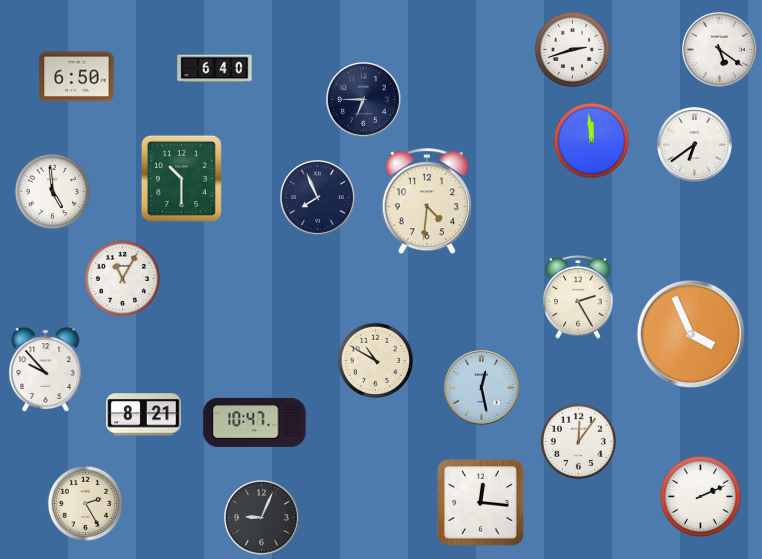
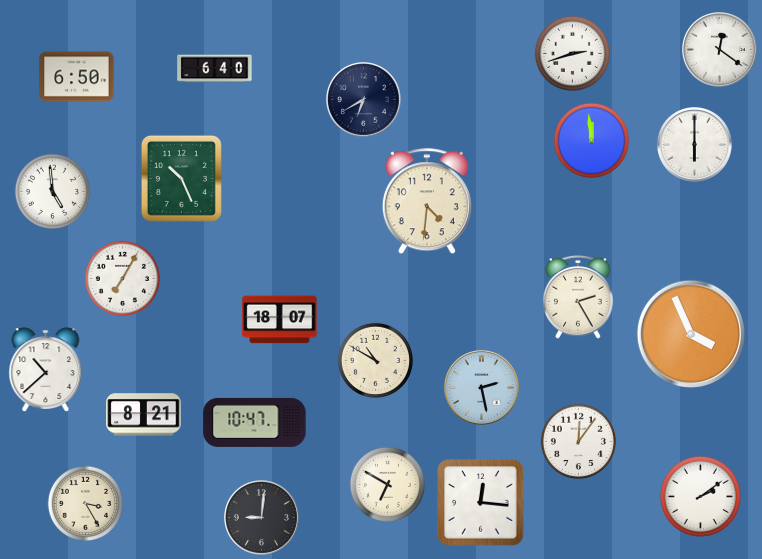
clock at (572, 49) position: (572, 49) -> (572, 53)
clock at (720, 50): 5:21 -> 12:21
clock at (364, 100): 6:45 -> 6:40
clock at (695, 145): 6:39 -> 6:00
clock at (181, 178): 10:30 -> 10:26
clock at (318, 198): 7:56 -> none
clock at (122, 278): 11:05 -> 7:05
clock at (280, 320): none -> 18:07
clock at (46, 370): 9:53 -> 10:38
clock at (482, 388): 12:28 -> 2:28
clock at (387, 484): none -> 6:50
clock at (700, 496): 2:11 -> 2:09
clock at (85, 503): 2:25 -> 3:25
clock at (262, 518): 9:04 -> 9:01
